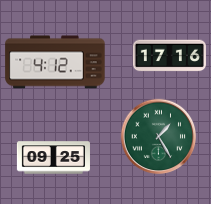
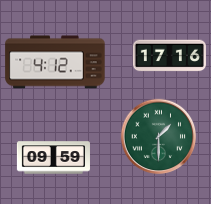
clock at (159, 137): 1:25 -> 1:30
clock at (53, 158): 09:25 -> 09:59
